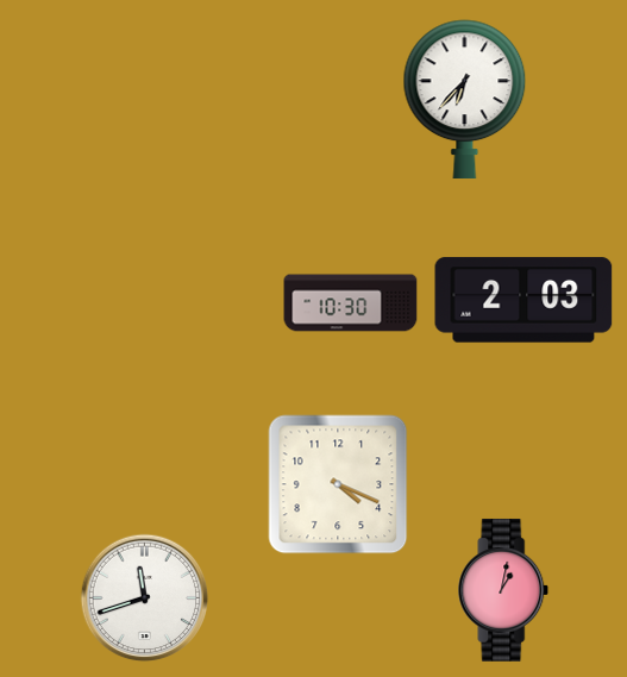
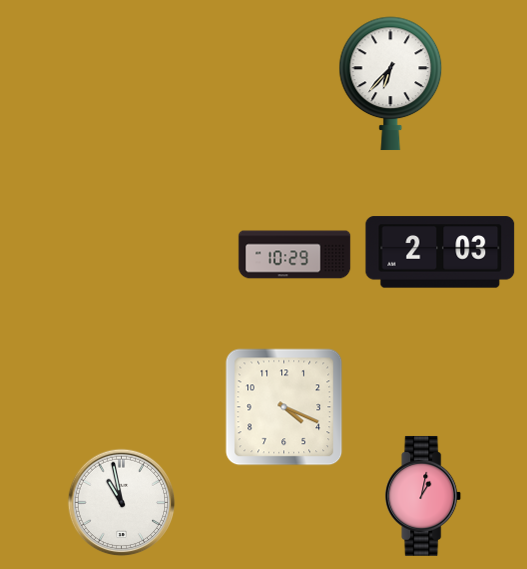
clock at (351, 303): 10:30 -> 10:29
clock at (145, 598): 11:42 -> 10:58
